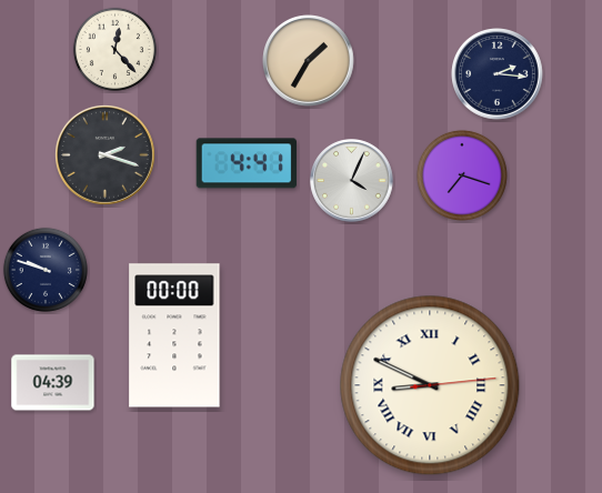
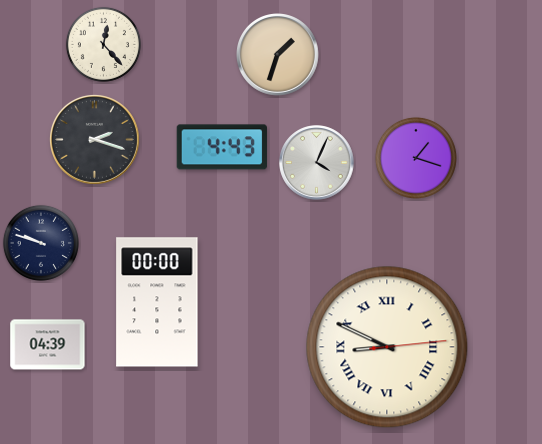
clock at (309, 61): 1:35 -> 1:33
clock at (498, 74): 2:16 -> none
clock at (247, 163): 4:41 -> 4:43
clock at (462, 175): 7:18 -> 1:18
